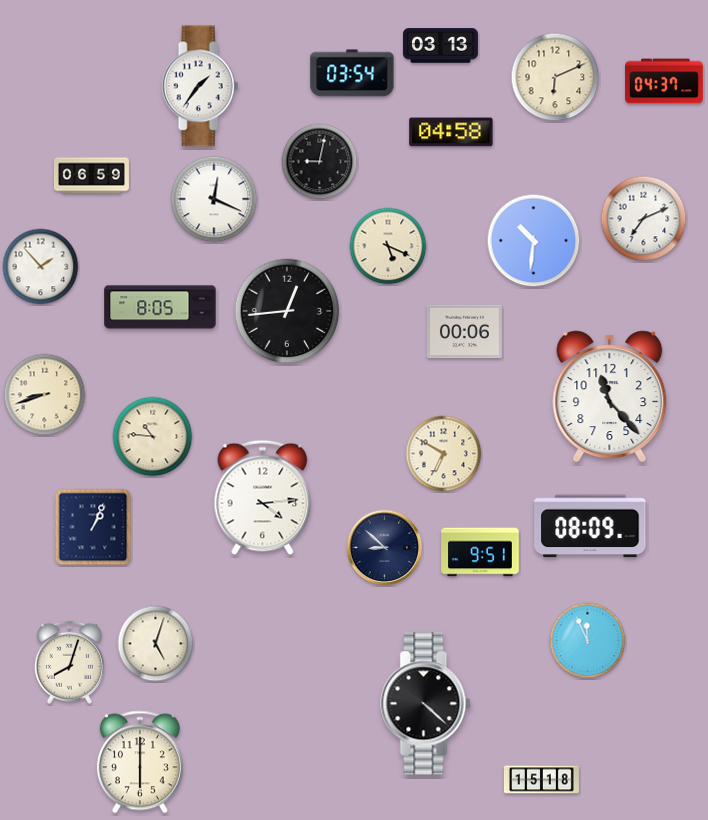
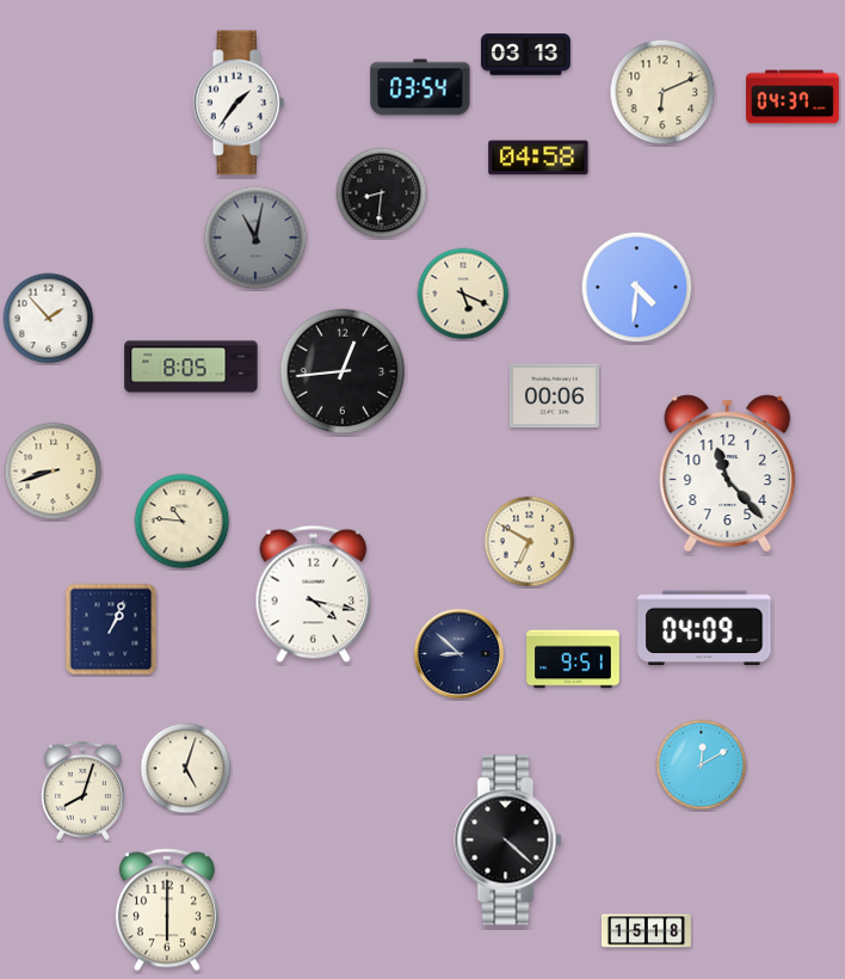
clock at (320, 162): 9:02 -> 8:31
clock at (91, 176): 06:59 -> none
clock at (214, 199): 12:19 -> 11:02
clock at (214, 199) dial: white -> grey
clock at (644, 219): 7:11 -> none
clock at (534, 241): 10:31 -> 4:31
clock at (263, 498): 4:14 -> 4:17
clock at (590, 526): 08:09 -> 04:09
clock at (588, 641): 11:56 -> 12:10
